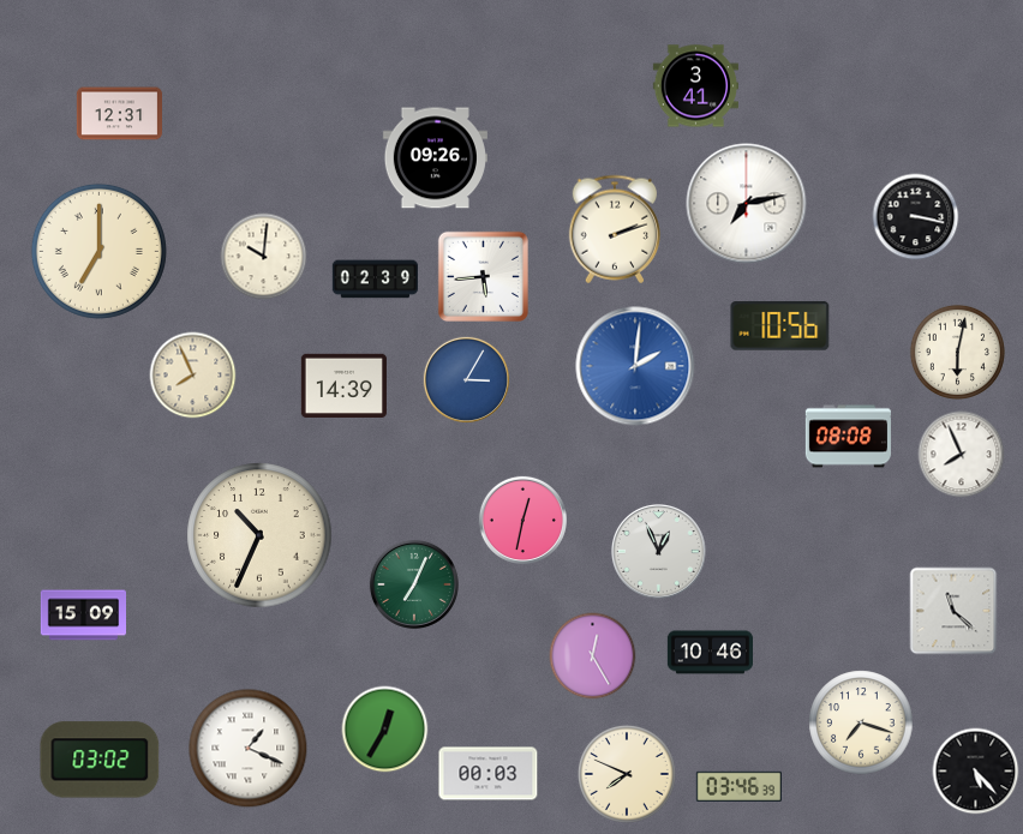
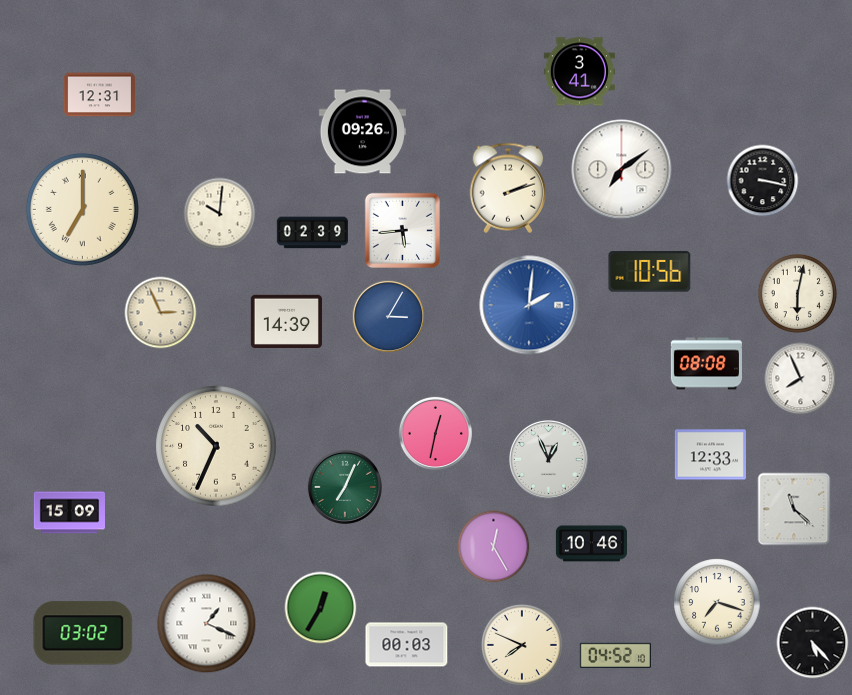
clock at (747, 204): 7:13 -> 7:09
clock at (615, 229) position: (615, 229) -> (508, 188)
clock at (193, 376): 7:56 -> 2:56
clock at (710, 455): none -> 12:33
clock at (738, 786): 03:46 -> 04:52
